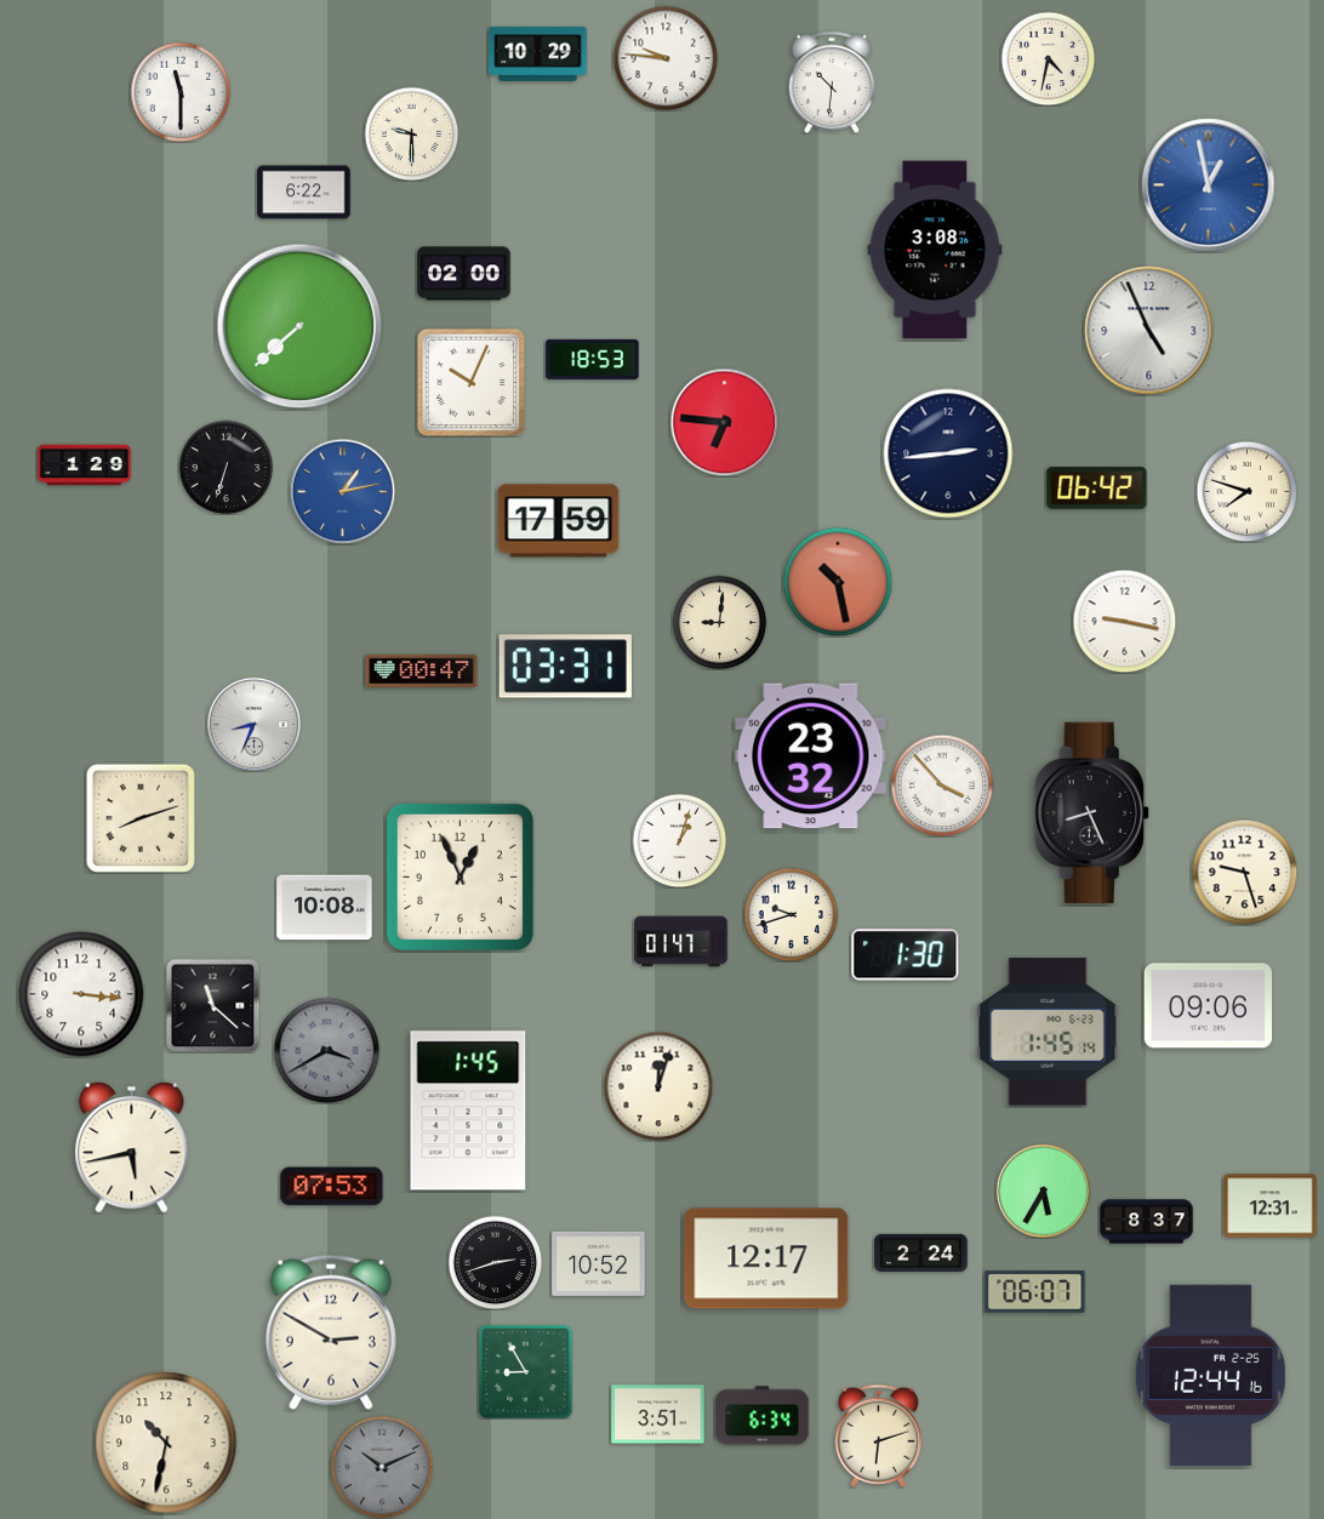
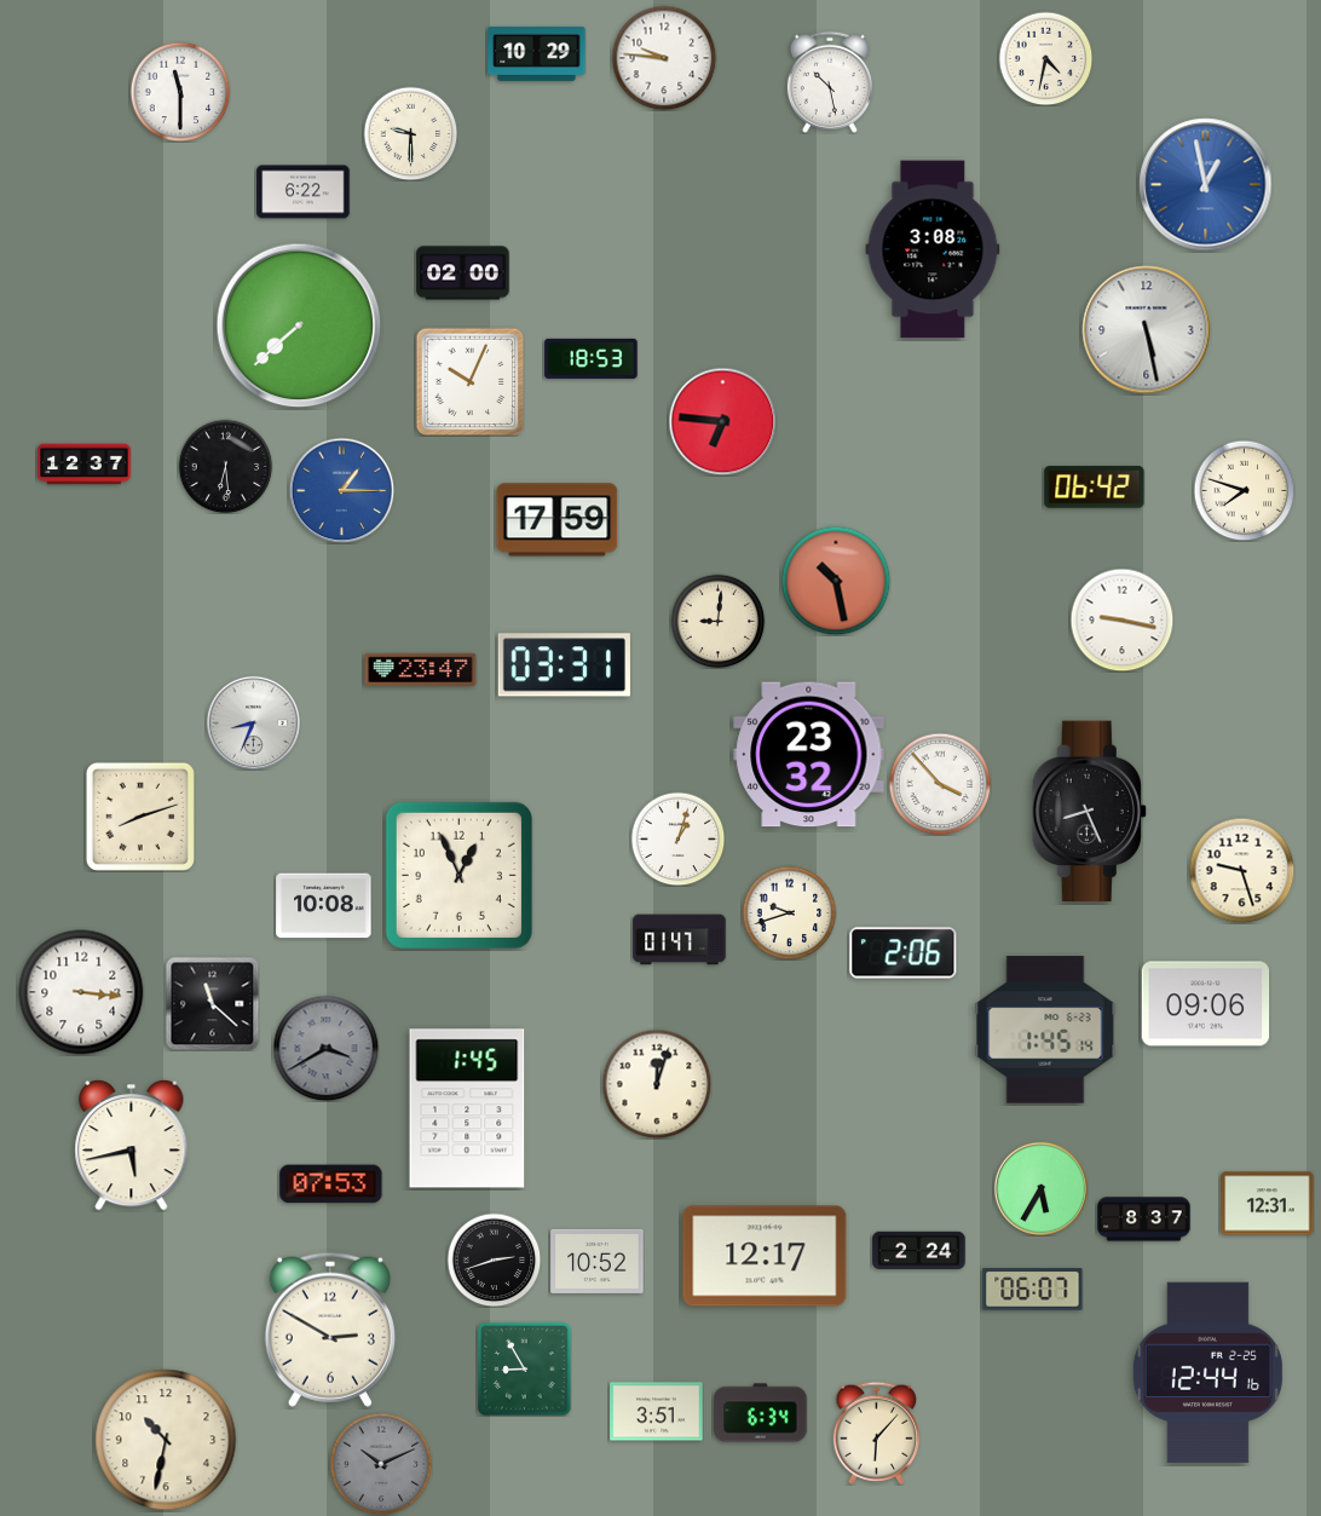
clock at (832, 82): 10:31 -> 10:28
clock at (1149, 331): 4:56 -> 5:28
clock at (948, 453): 2:44 -> none
clock at (85, 466): 1:29 -> 12:37
clock at (226, 467): 6:33 -> 6:29
clock at (342, 491): 1:13 -> 1:15
clock at (422, 670): 00:47 -> 23:47
clock at (906, 955): 1:30 -> 2:06
clock at (878, 1435): 6:12 -> 6:07
